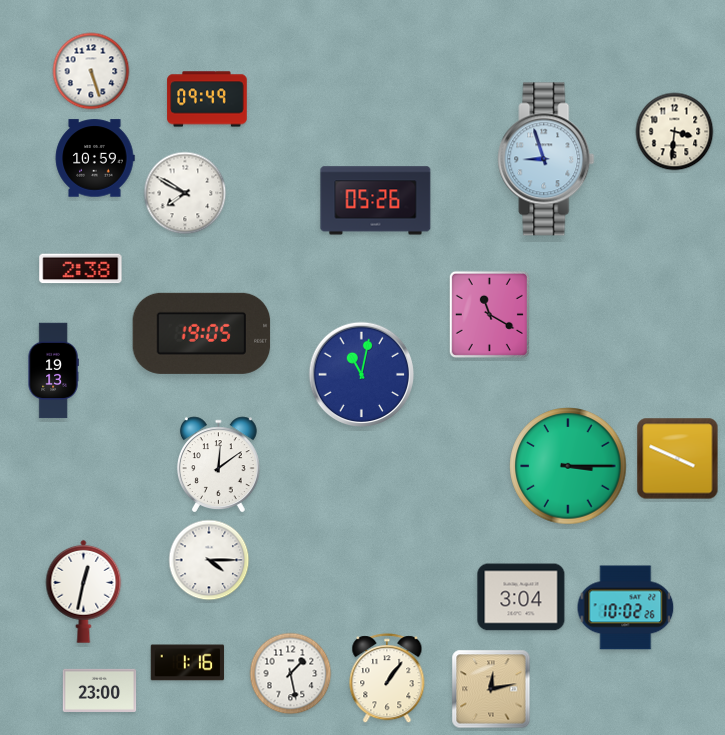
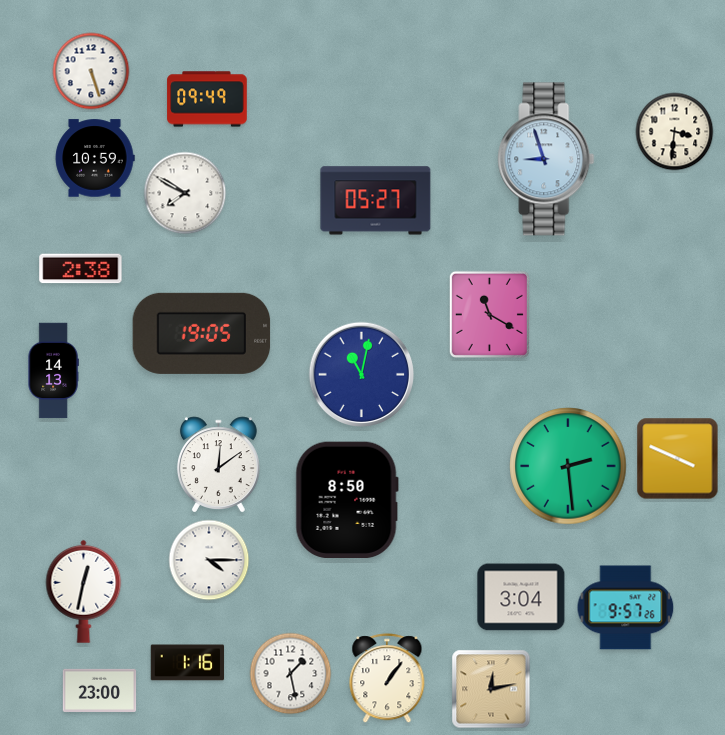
clock at (376, 201): 05:26 -> 05:27
clock at (53, 371): 19:13 -> 14:13
clock at (568, 466): 3:15 -> 2:29
clock at (347, 499): none -> 8:50
clock at (626, 608): 10:02 -> 9:57
